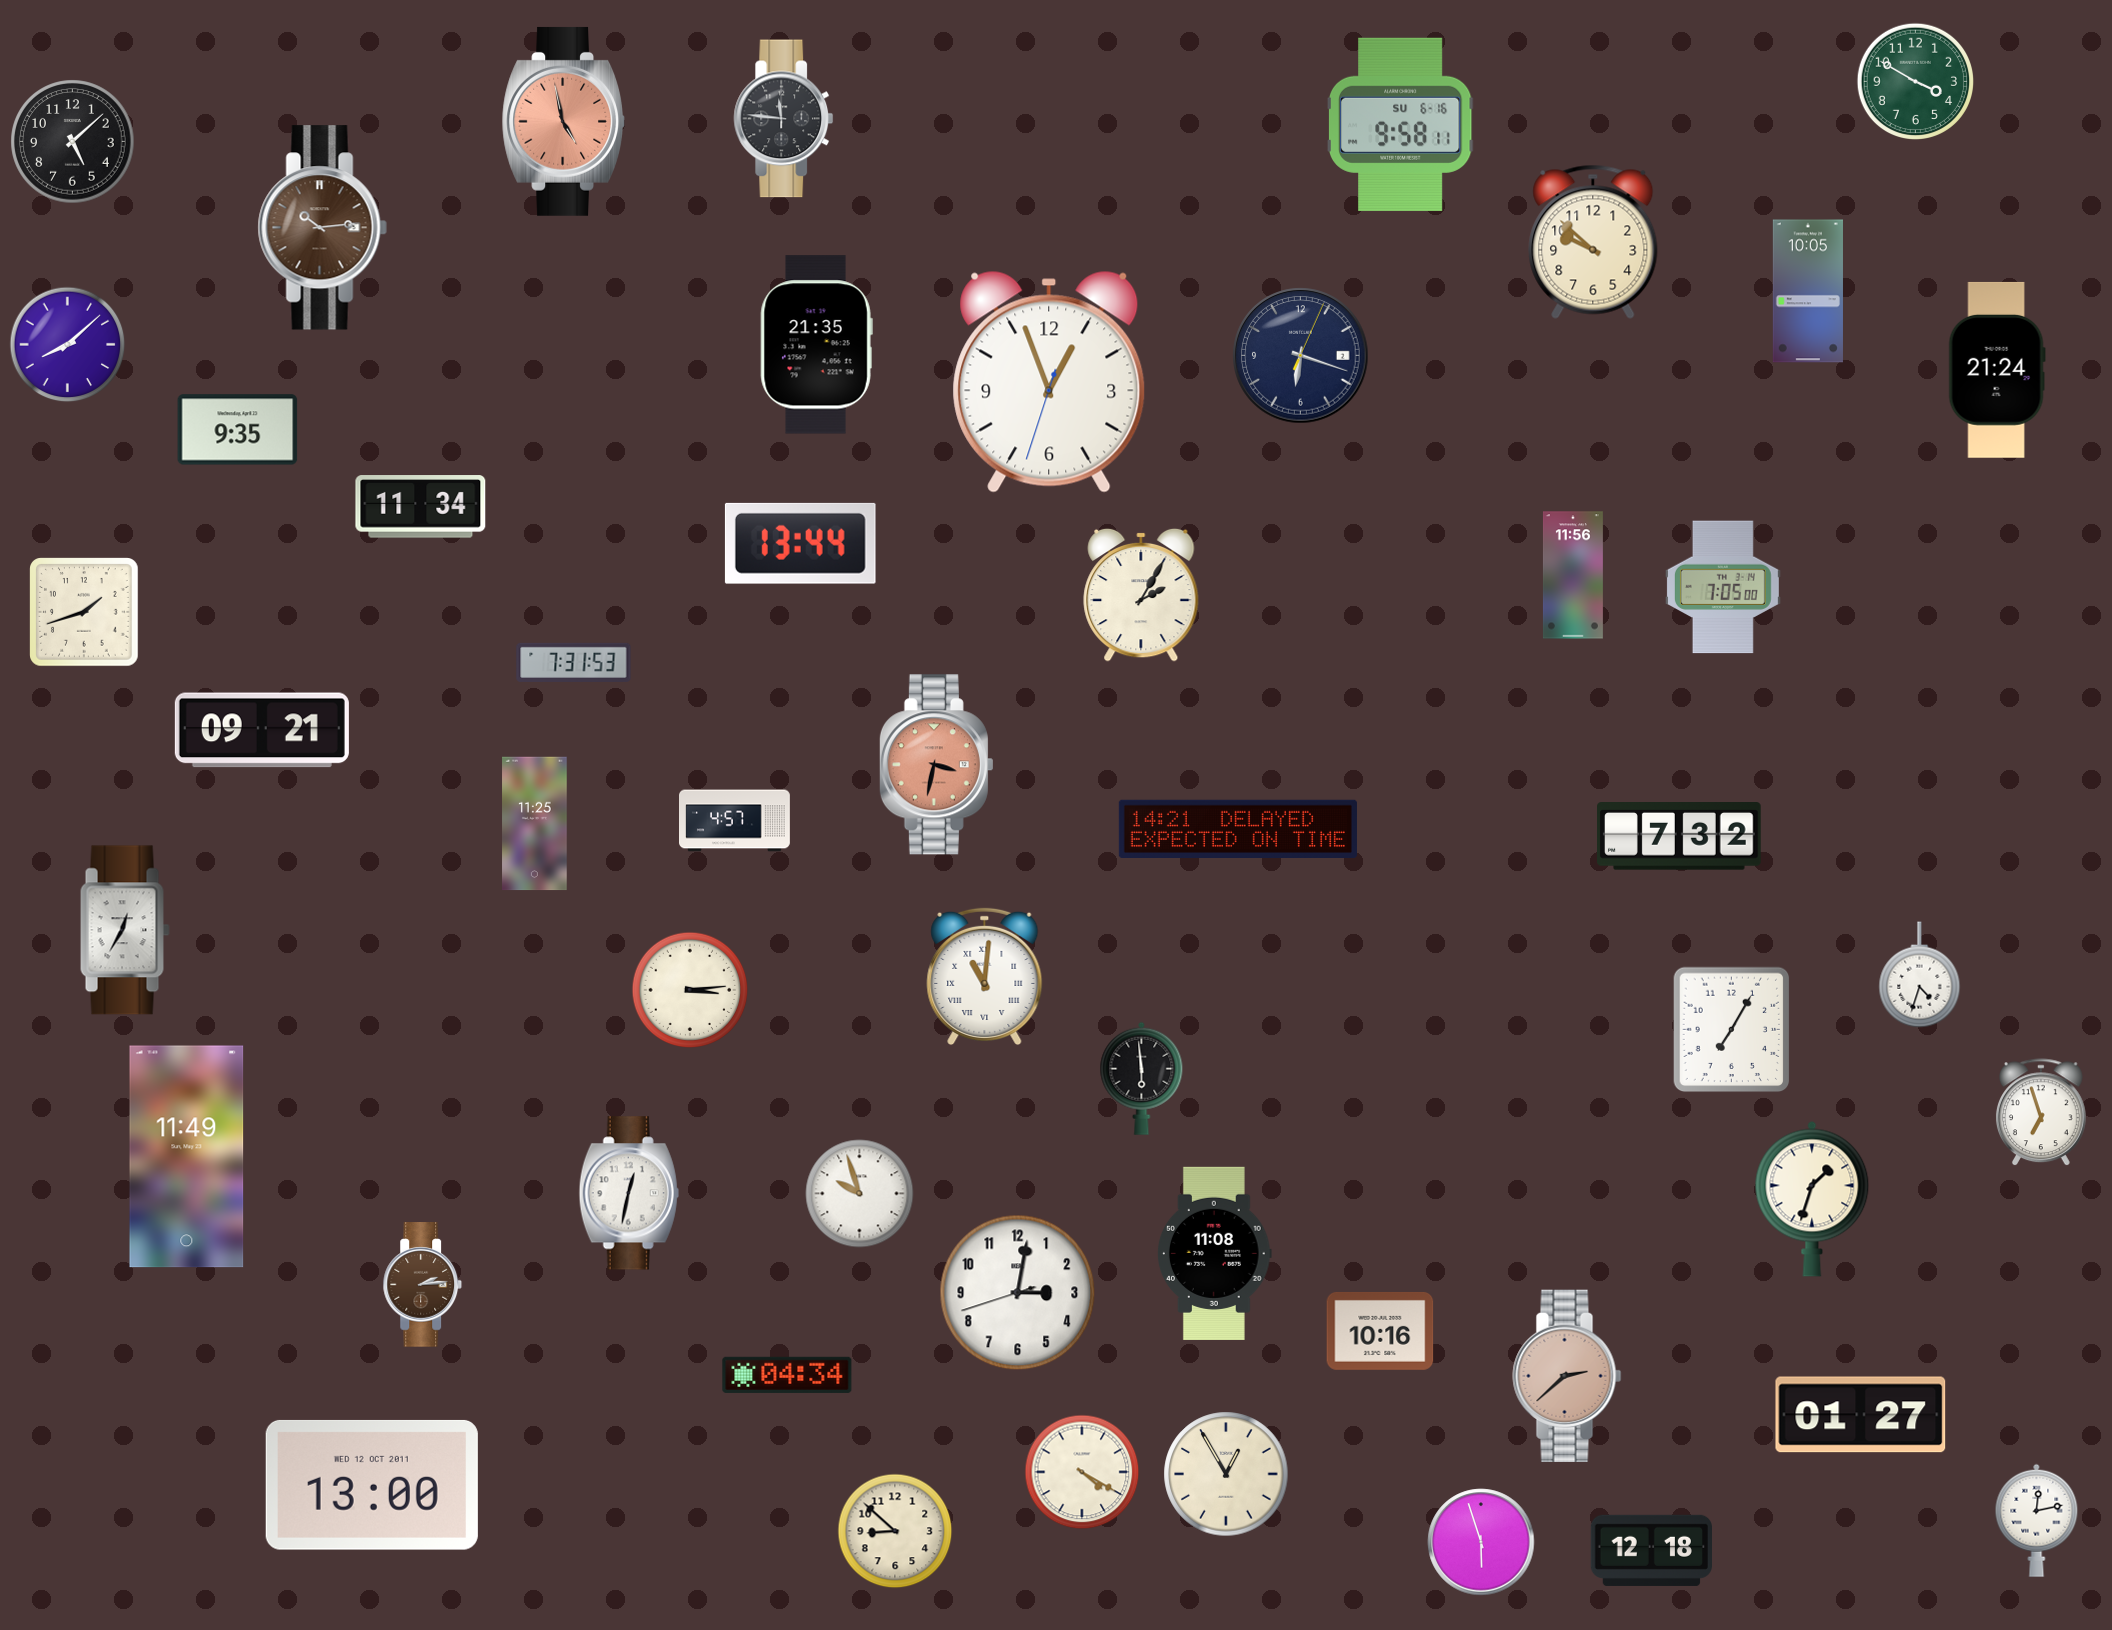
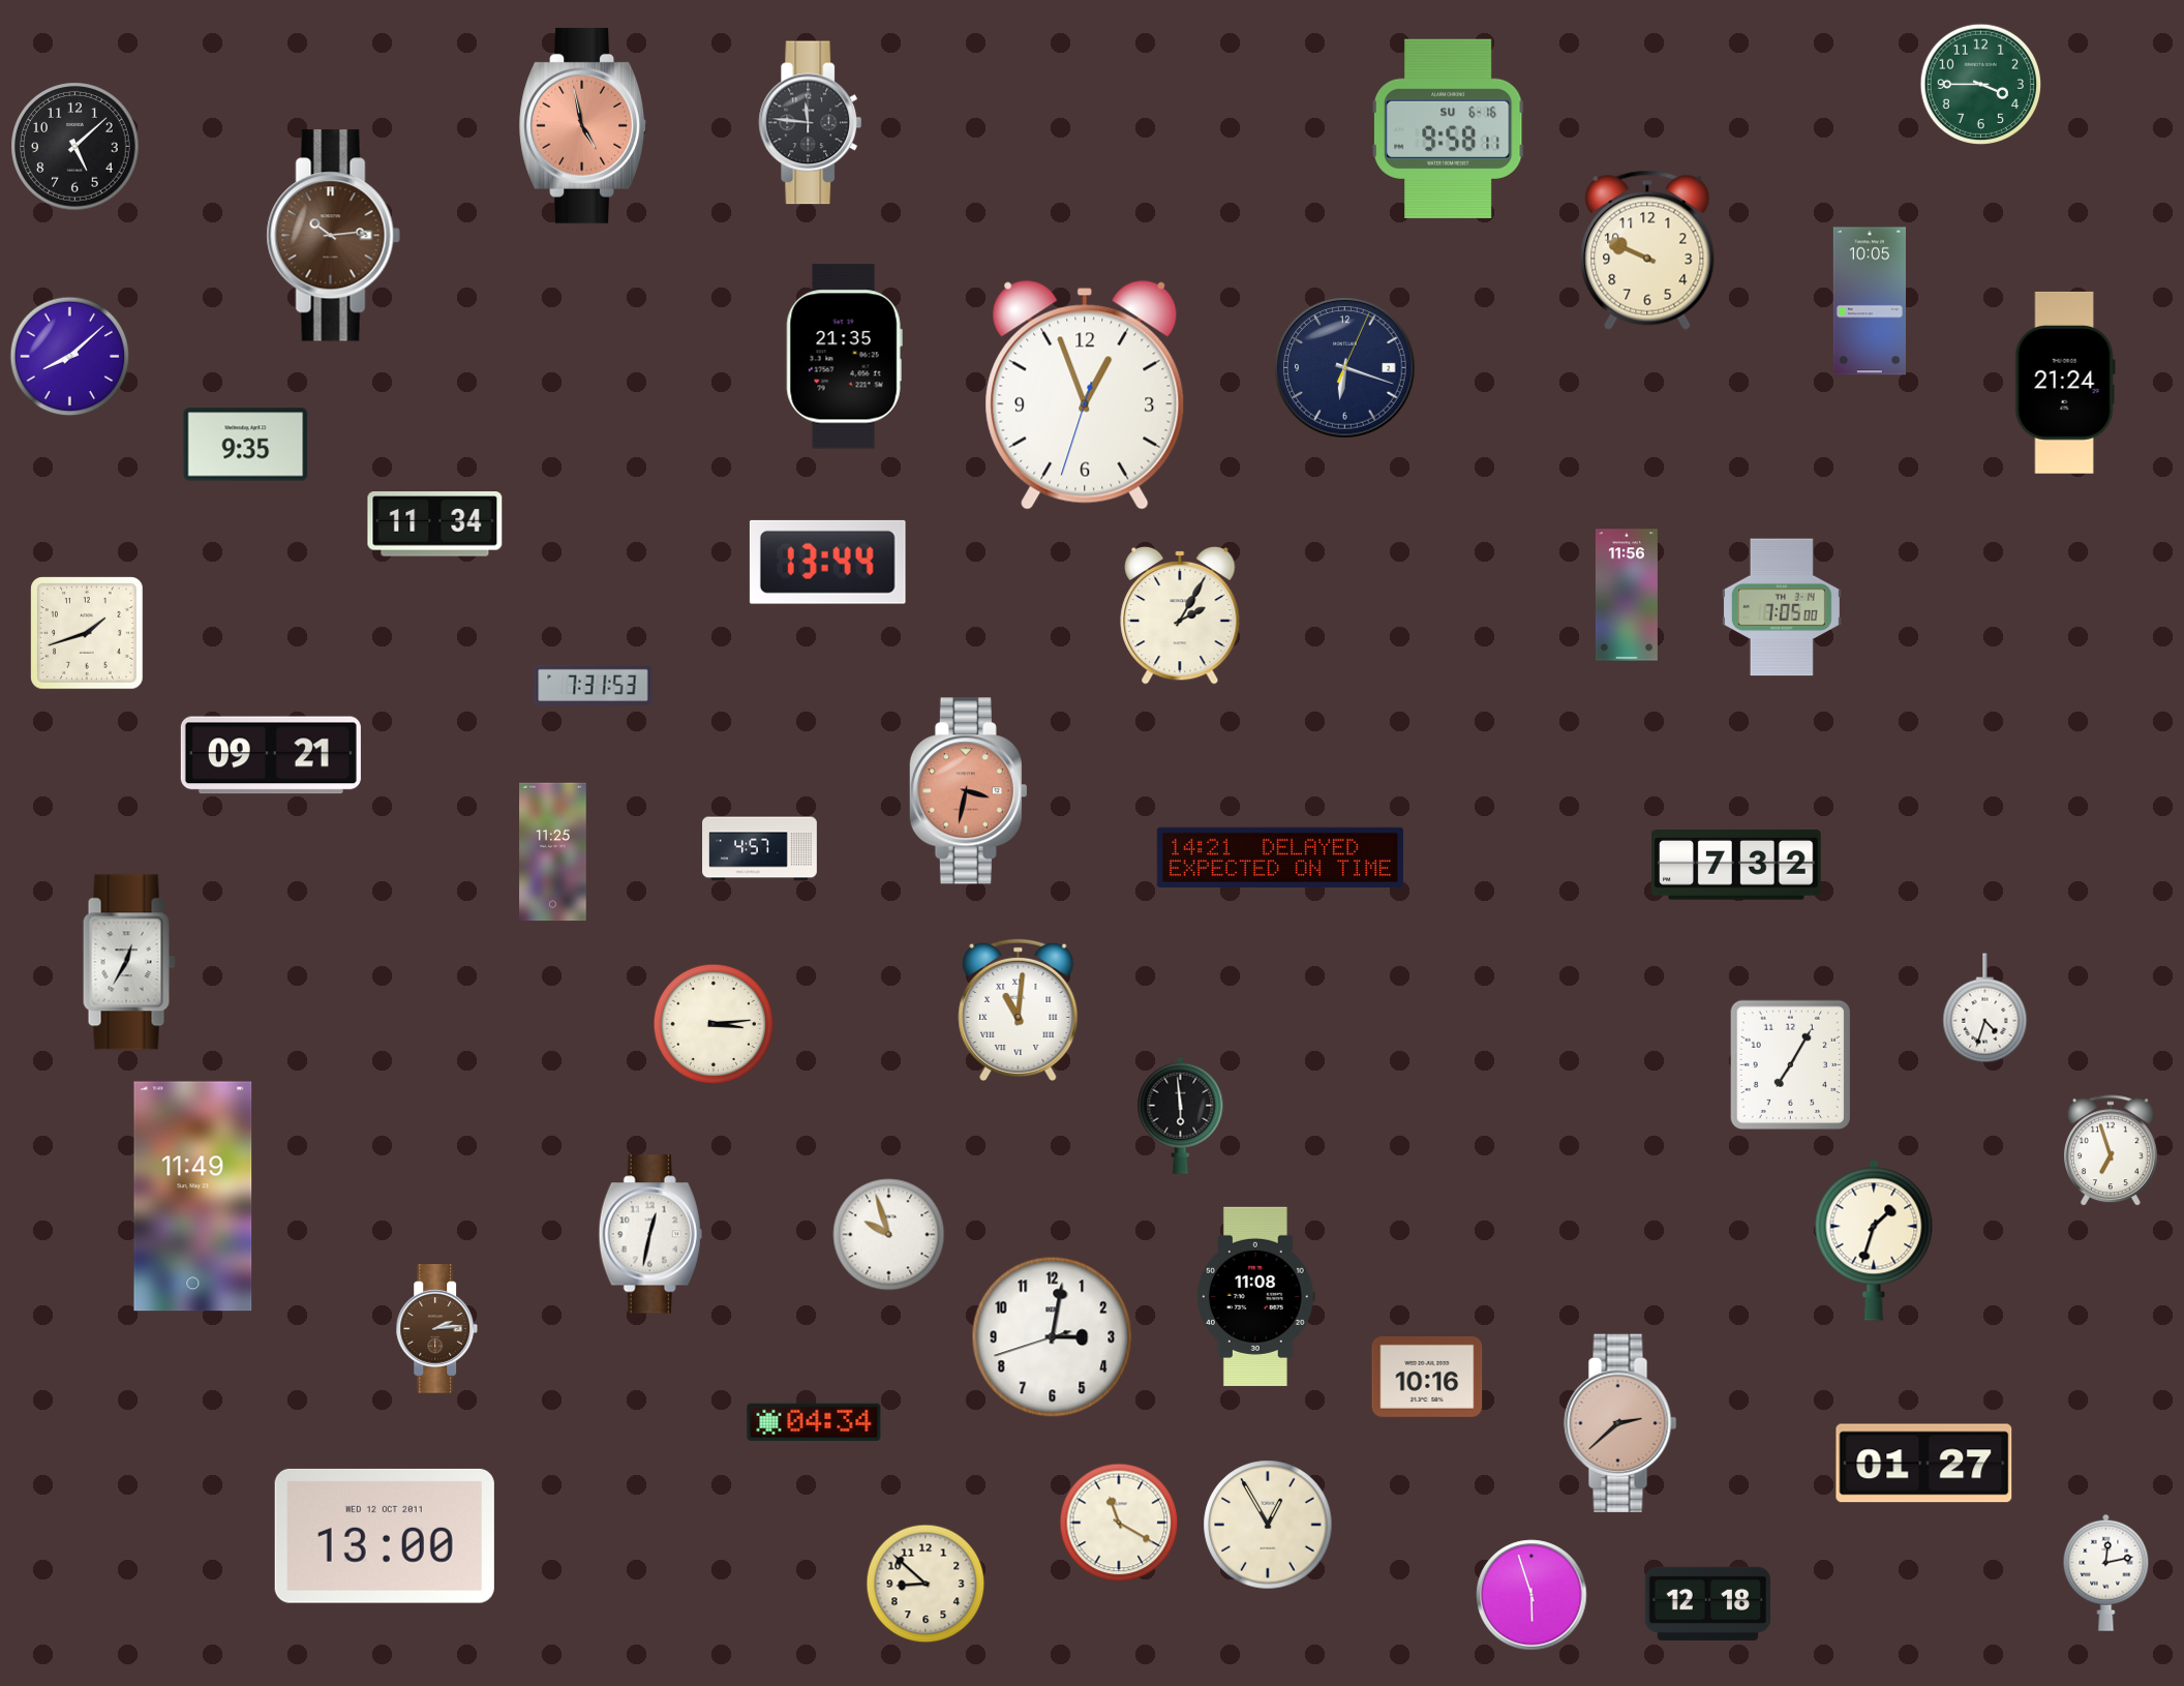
clock at (1915, 81): 3:50 -> 3:45
clock at (1593, 242): 9:52 -> 9:49
clock at (1082, 1472): 4:20 -> 11:20
